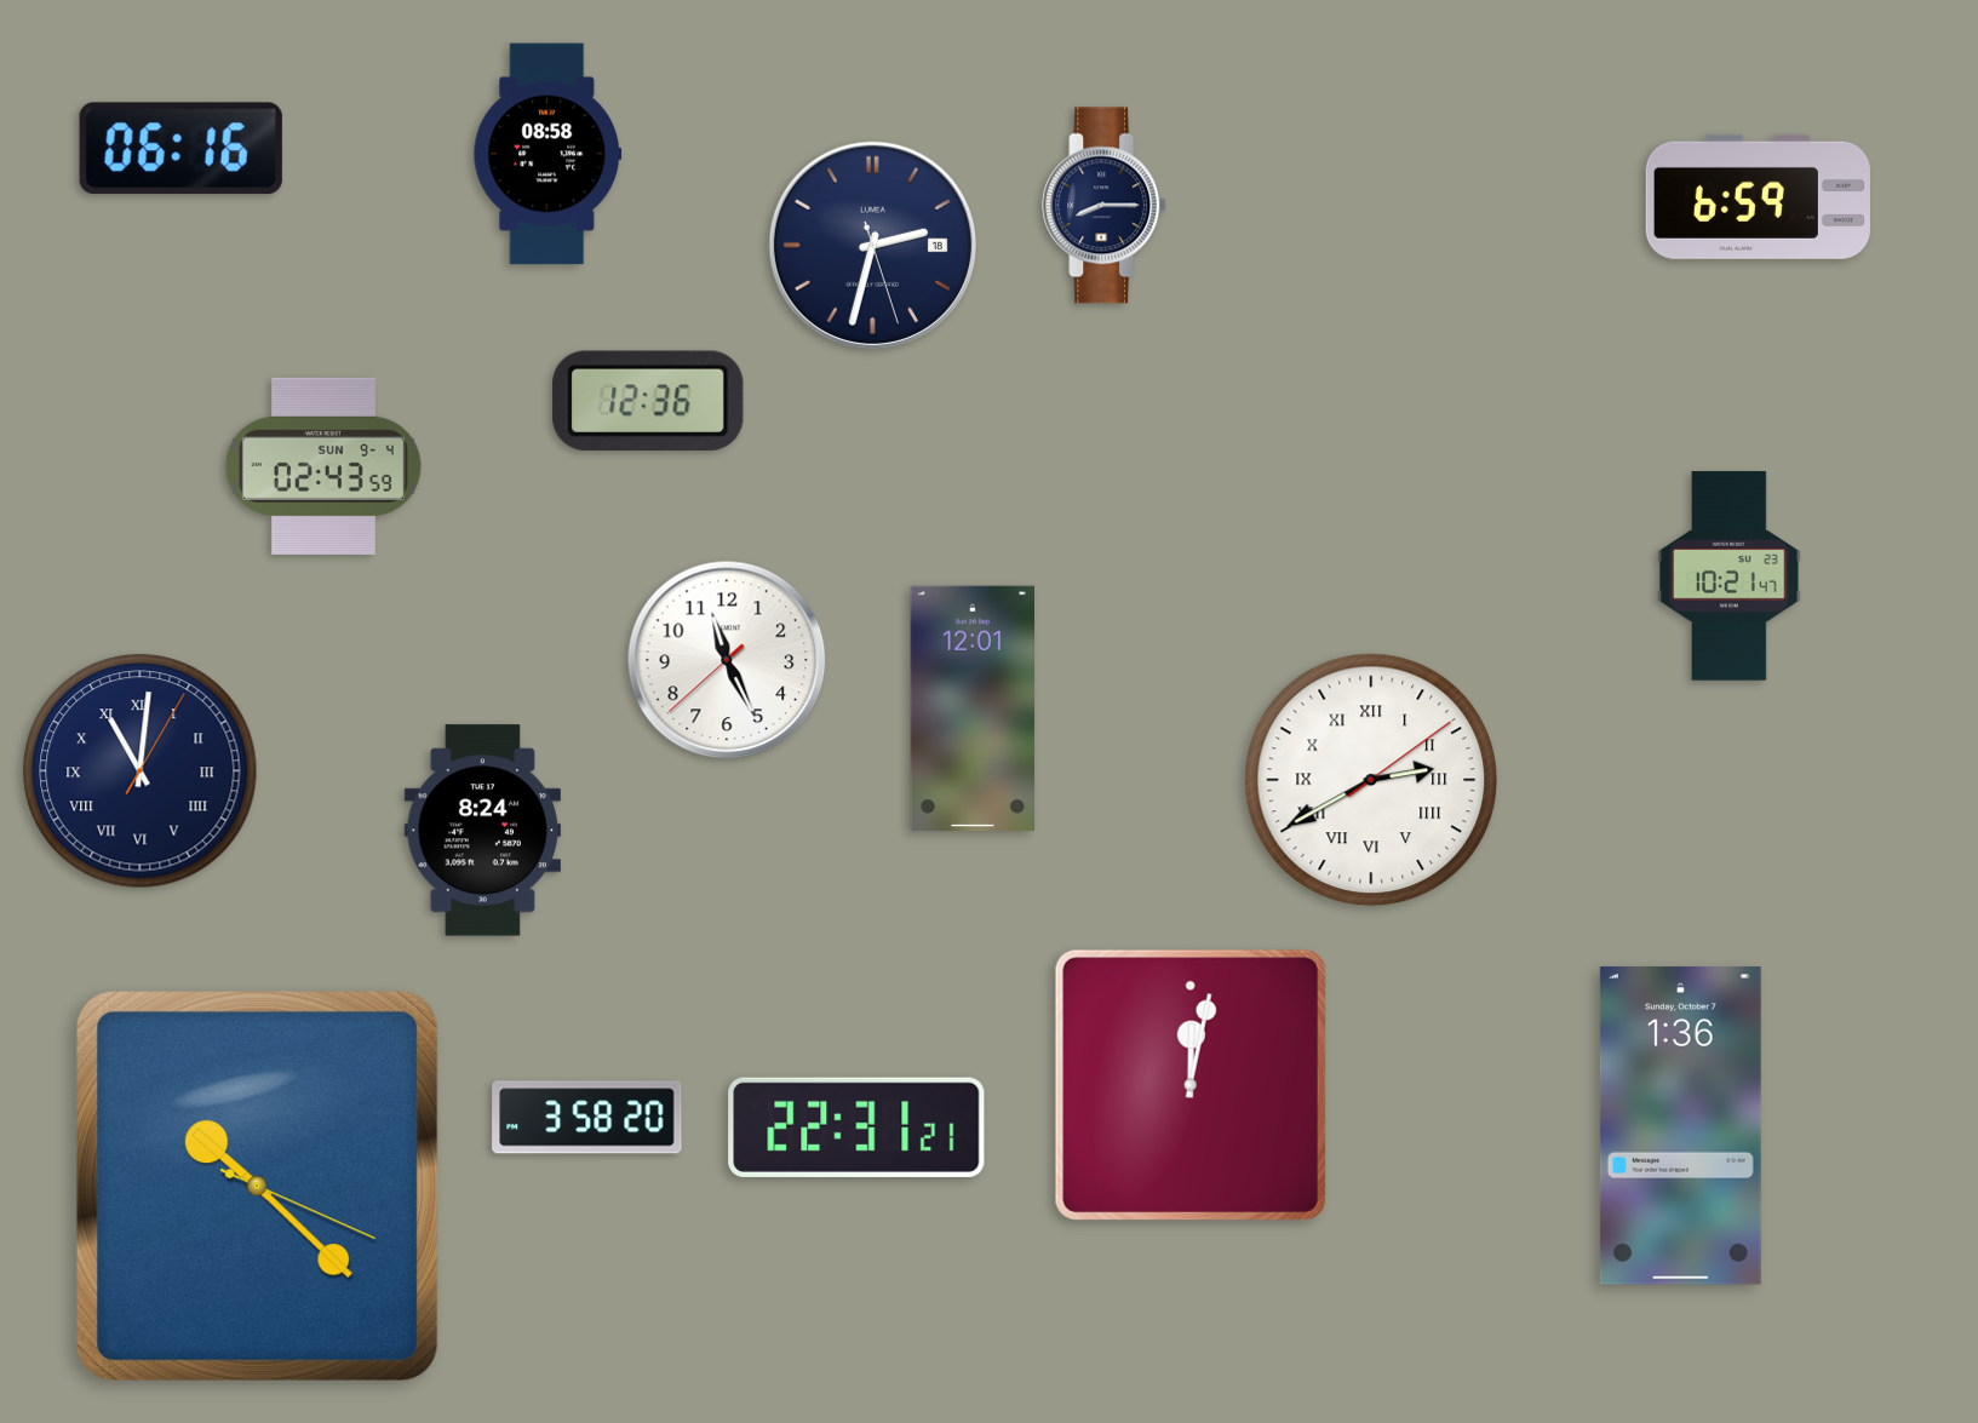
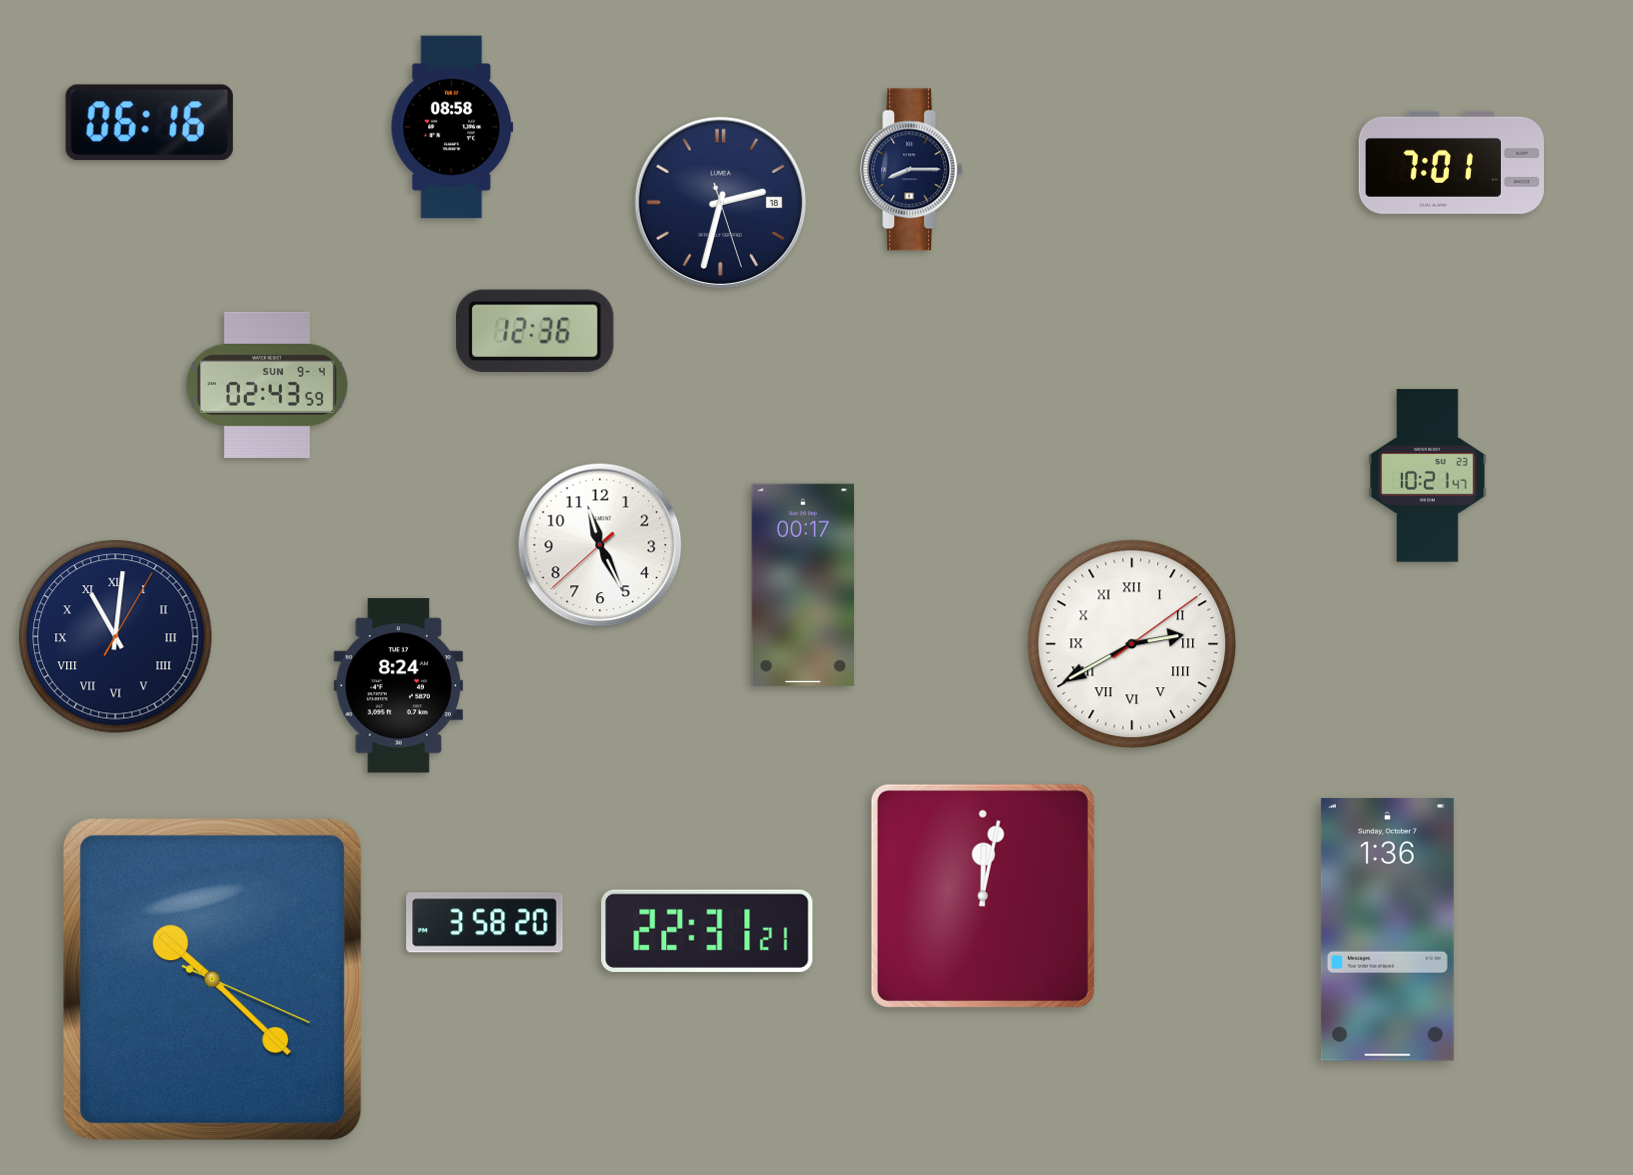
clock at (1758, 196): 6:59 -> 7:01
clock at (971, 708): 12:01 -> 00:17
